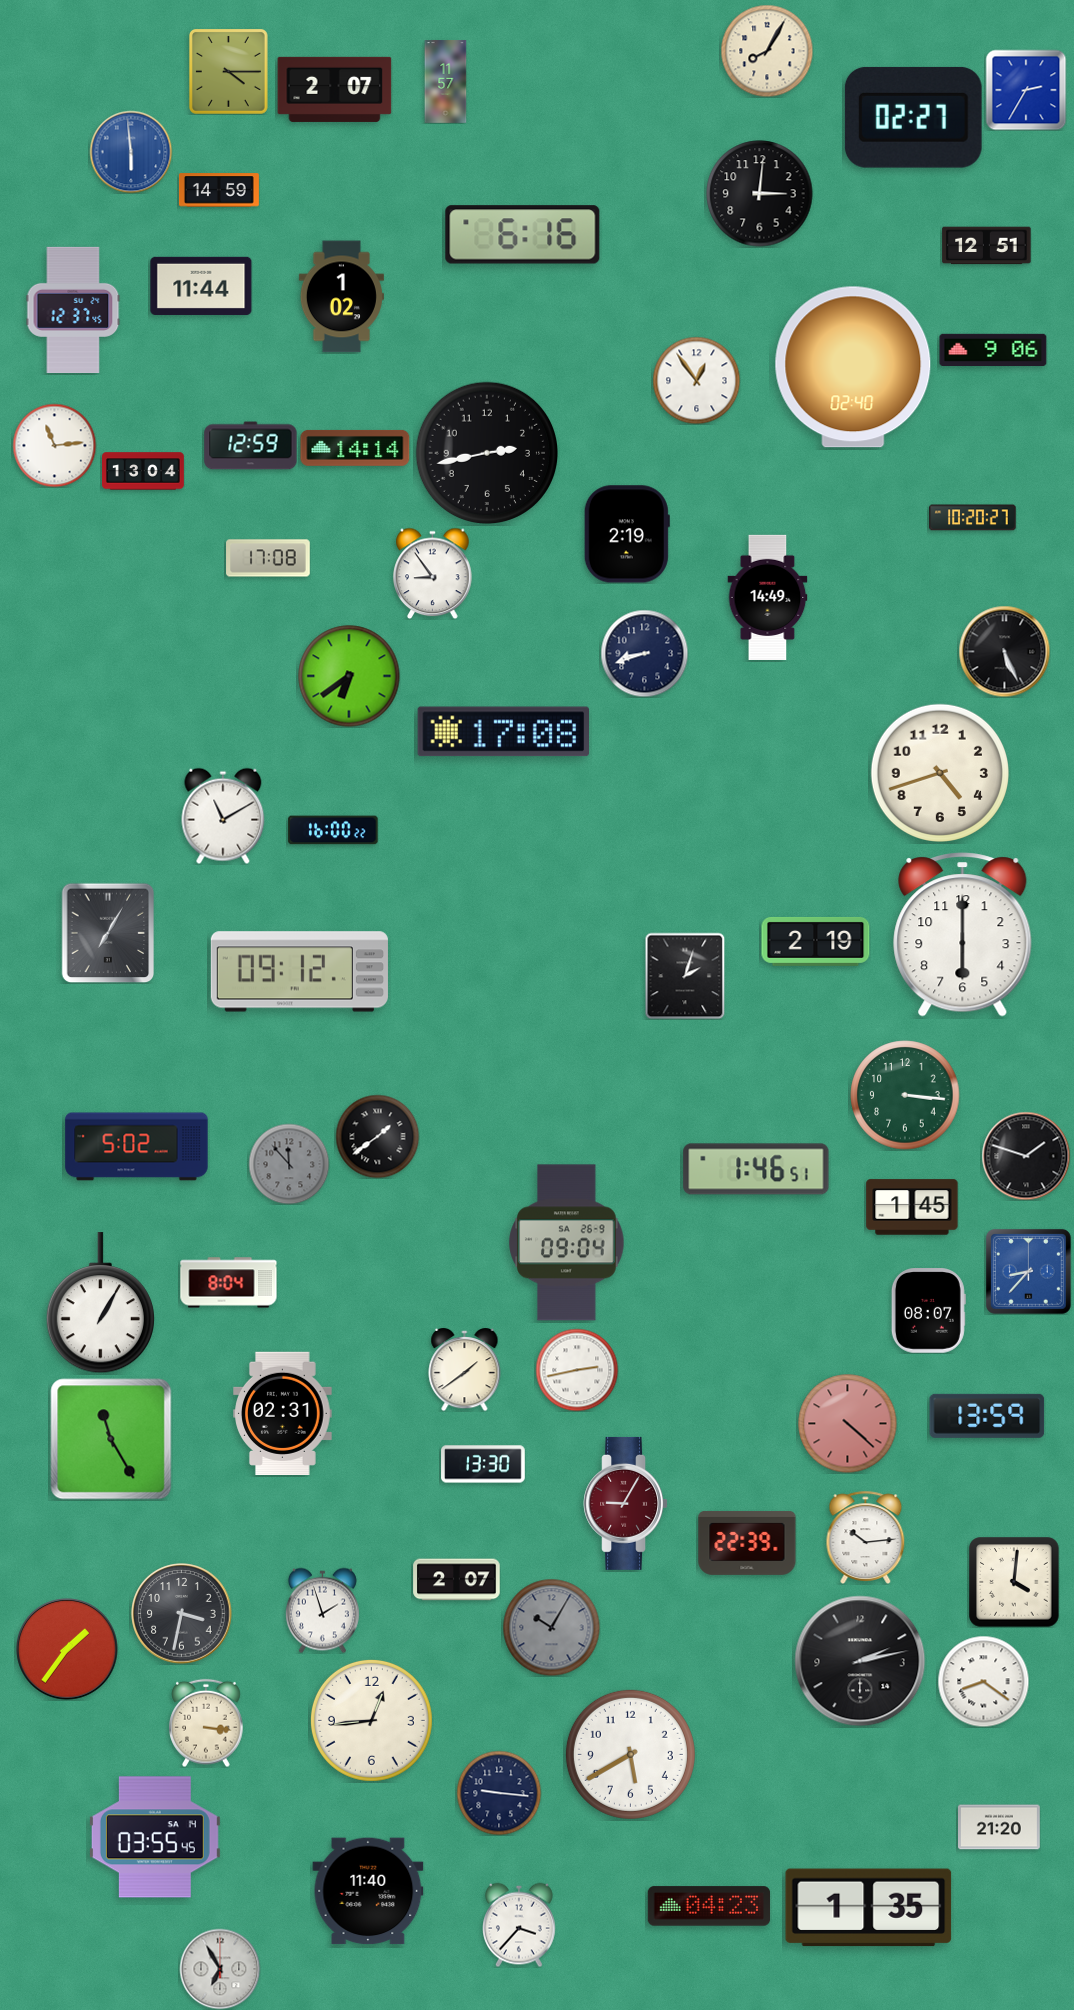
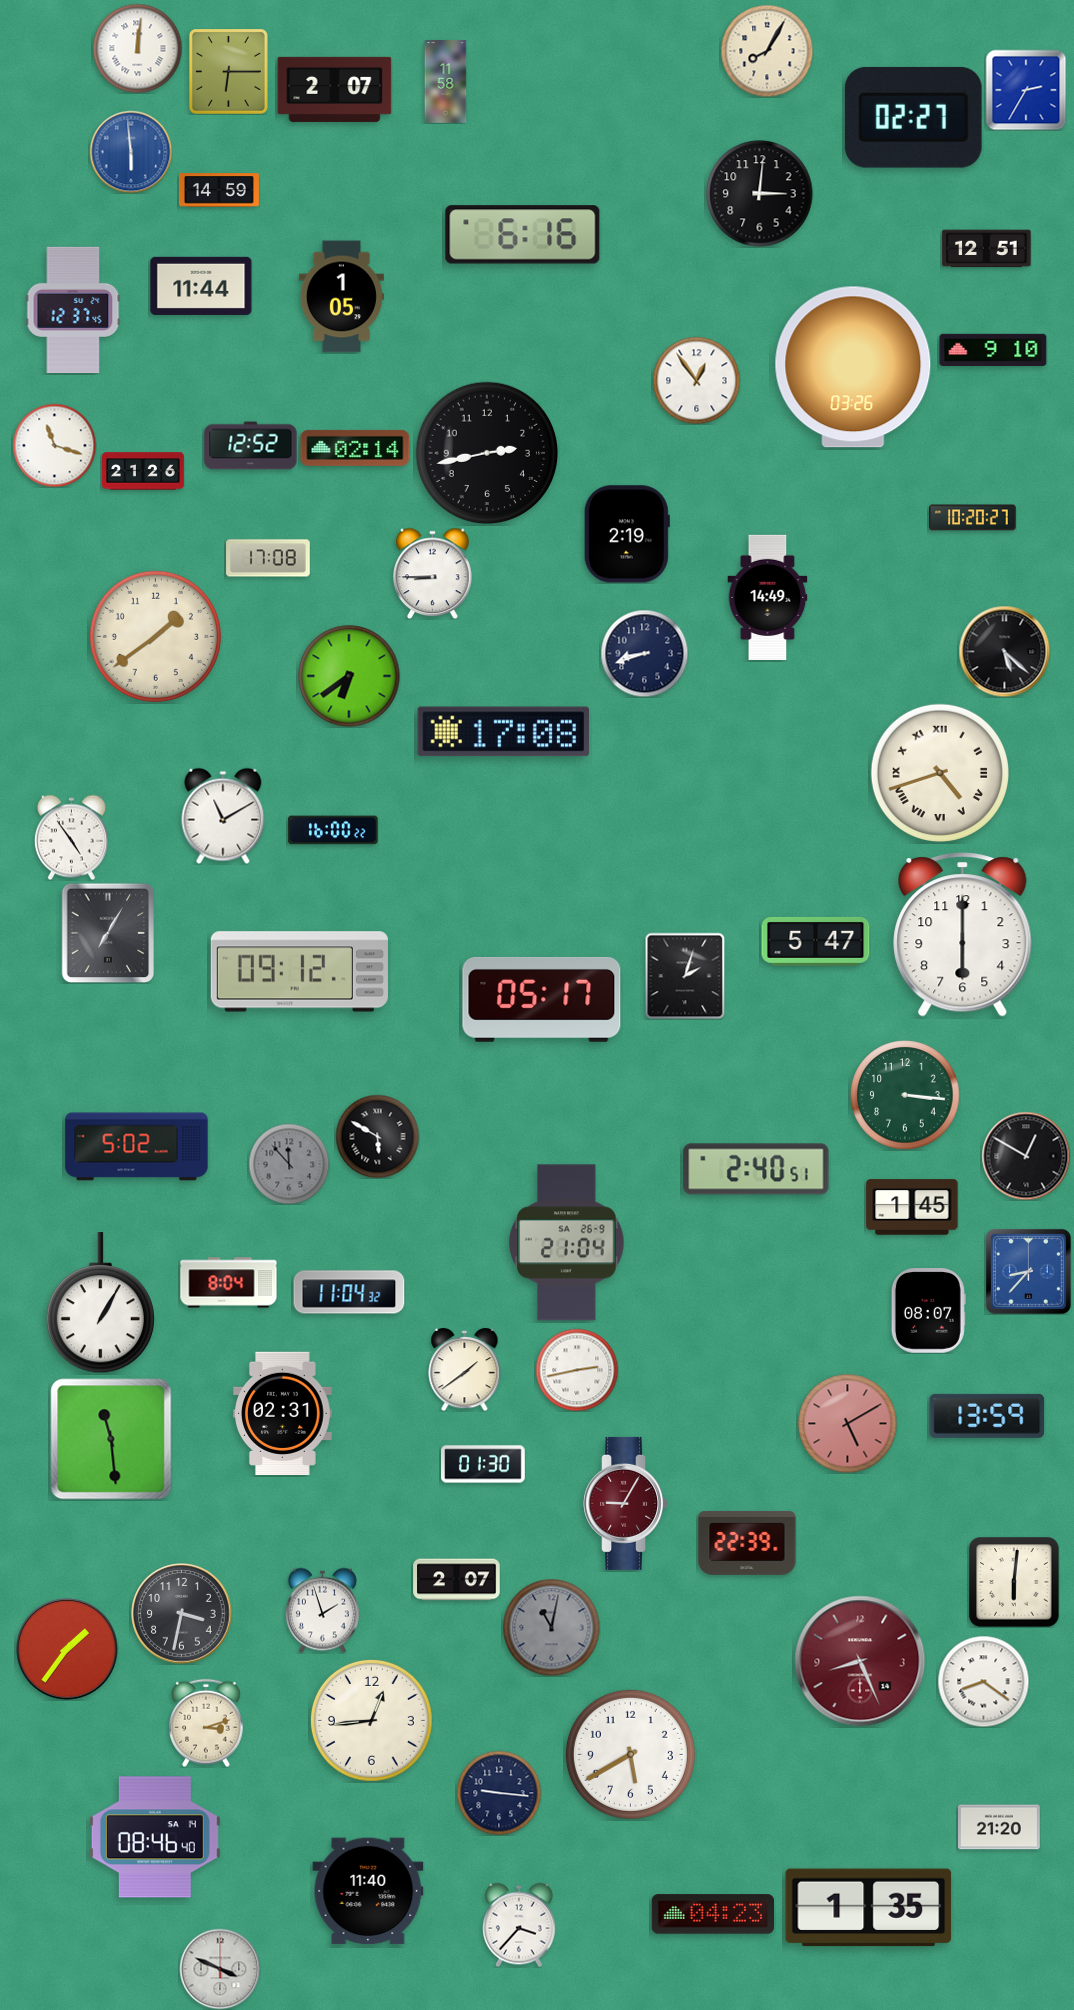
clock at (137, 48): none -> 12:01
clock at (228, 72): 4:15 -> 6:15
clock at (446, 82): 11:57 -> 11:58
clock at (987, 246) position: (987, 246) -> (987, 249)
clock at (341, 297): 1:02 -> 1:05
clock at (993, 349): 9:06 -> 9:10
clock at (853, 367): 02:40 -> 03:26
clock at (54, 445): 11:14 -> 11:18
clock at (251, 446): 12:59 -> 12:52
clock at (355, 448): 14:14 -> 02:14
clock at (144, 471): 13:04 -> 21:26
clock at (433, 573): 8:54 -> 8:45
clock at (155, 636): none -> 1:39
clock at (1004, 651): 5:26 -> 5:22
clock at (940, 773) numerals: Arabic -> Roman
clock at (71, 837): none -> 4:54
clock at (816, 941): 2:19 -> 5:47
clock at (542, 999): none -> 05:17
clock at (377, 1136): 1:39 -> 5:50
clock at (1026, 1156): 1:48 -> 12:50
clock at (756, 1169): 1:46 -> 2:40
clock at (567, 1243): 09:04 -> 21:04
clock at (349, 1292): none -> 11:04
clock at (848, 1424): 4:22 -> 5:10
clock at (111, 1439): 11:25 -> 11:29
clock at (483, 1464): 13:30 -> 01:30
clock at (866, 1537): 10:14 -> none
clock at (1014, 1582): 4:01 -> 6:01
clock at (551, 1627): 10:05 -> 11:02
clock at (860, 1661): 2:13 -> 8:26
clock at (860, 1661) dial: black -> burgundy
clock at (206, 1723): 3:16 -> 3:12
clock at (155, 1837): 03:55 -> 08:46
clock at (709, 1906) position: (709, 1906) -> (713, 1914)
clock at (220, 1969): 6:55 -> 3:49
